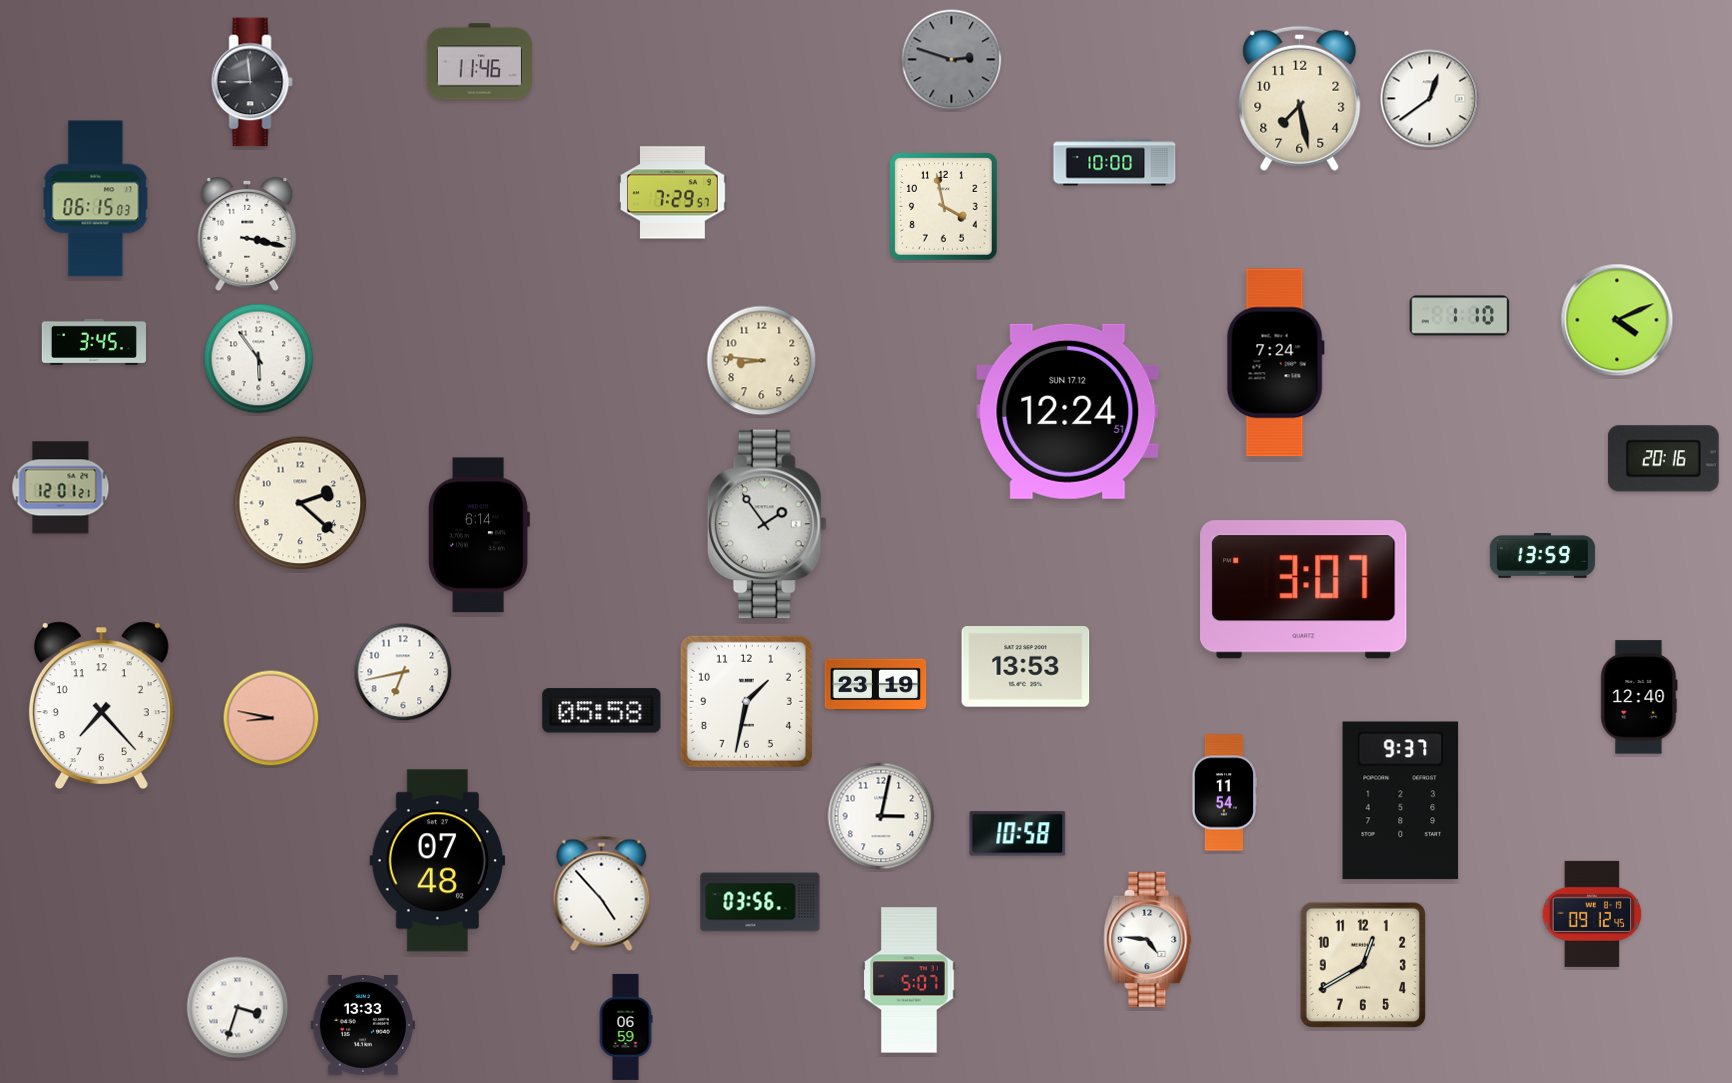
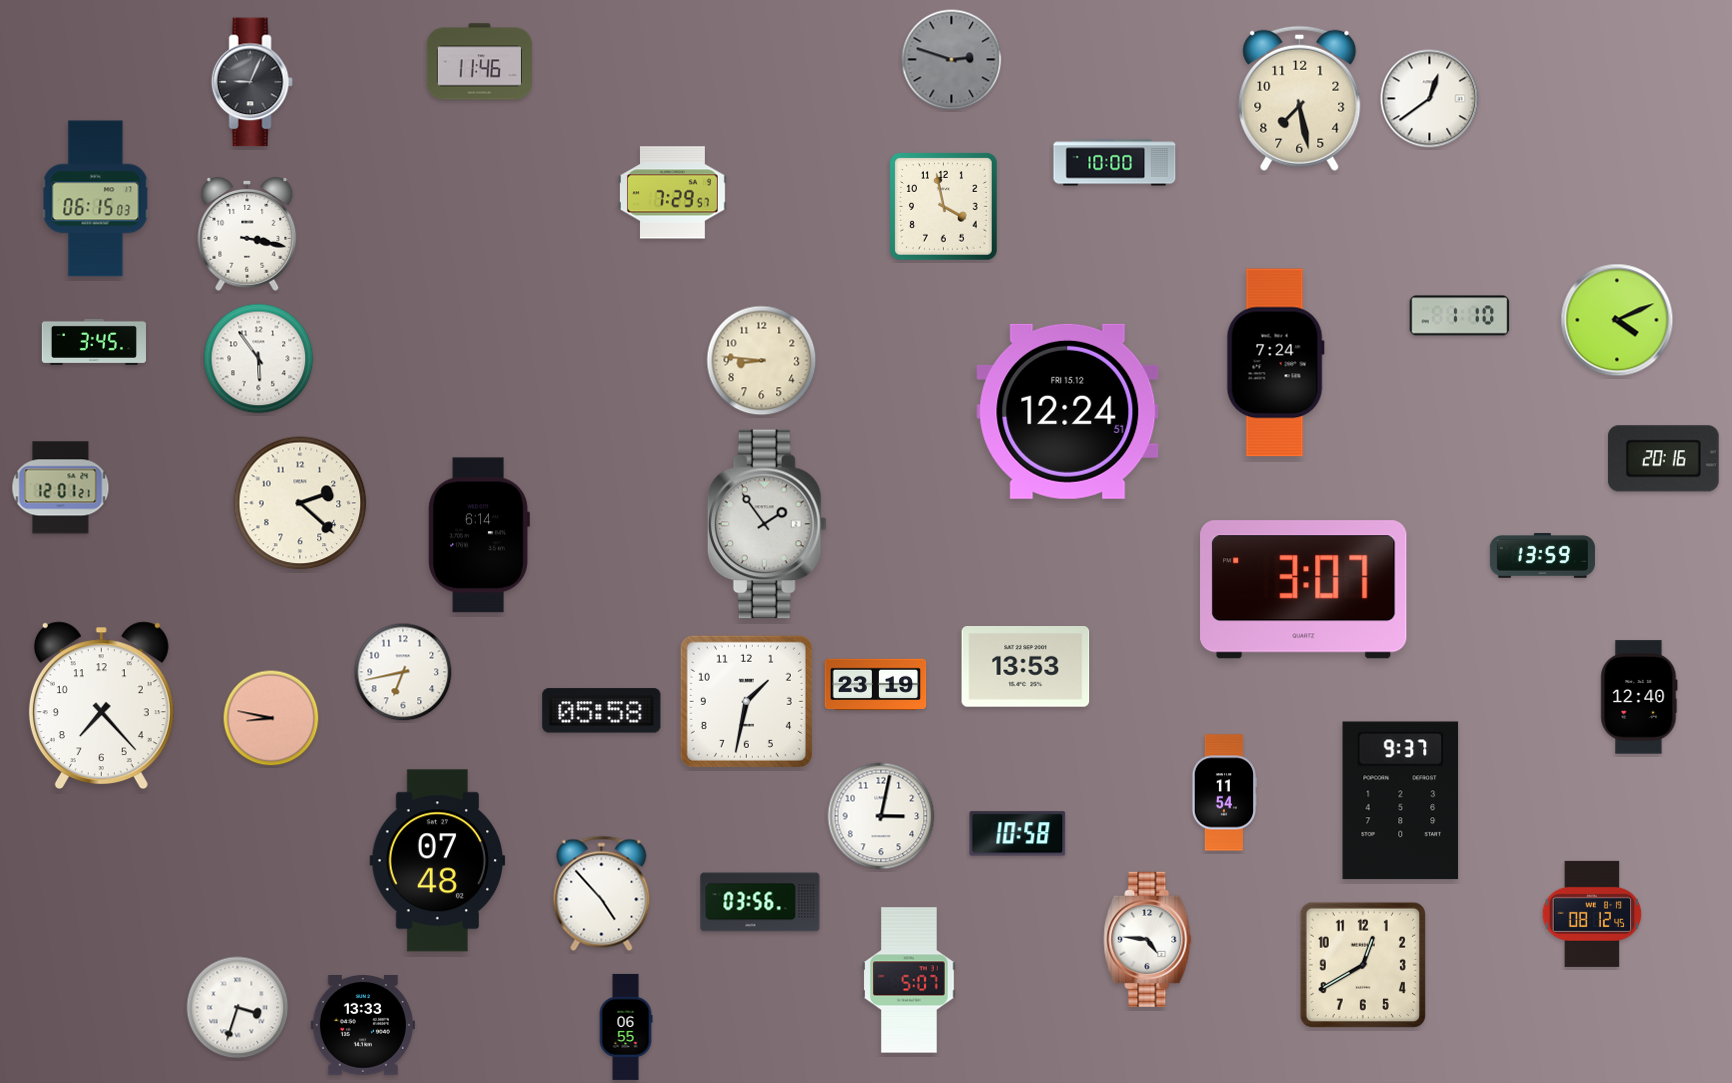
clock at (252, 82): 8:59 -> 9:04
clock at (1068, 411) date: SUN 17.12 -> FRI 15.12
clock at (1592, 914): 09:12 -> 08:12
clock at (626, 1027): 06:59 -> 06:55
